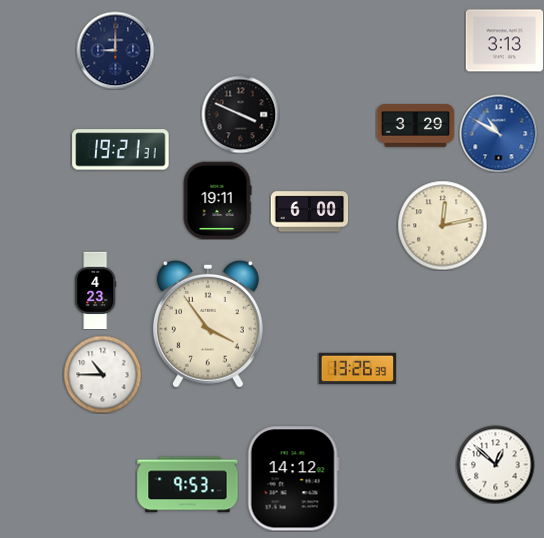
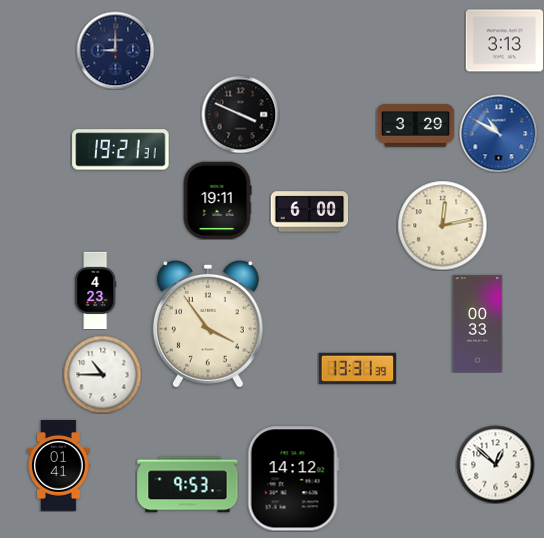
clock at (478, 324): none -> 00:33
clock at (357, 368): 13:26 -> 13:31
clock at (59, 466): none -> 01:41
